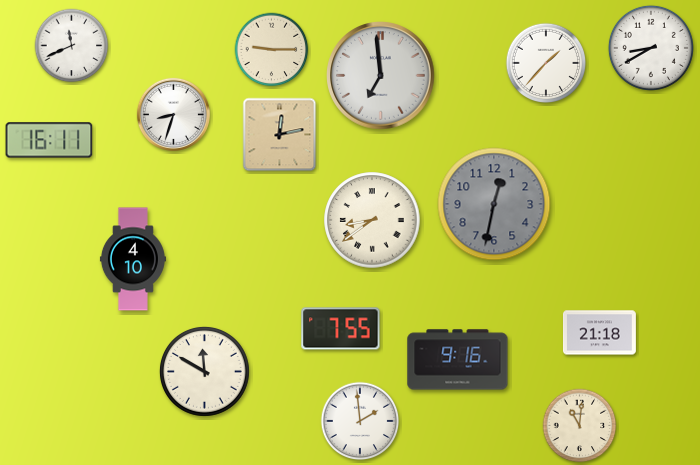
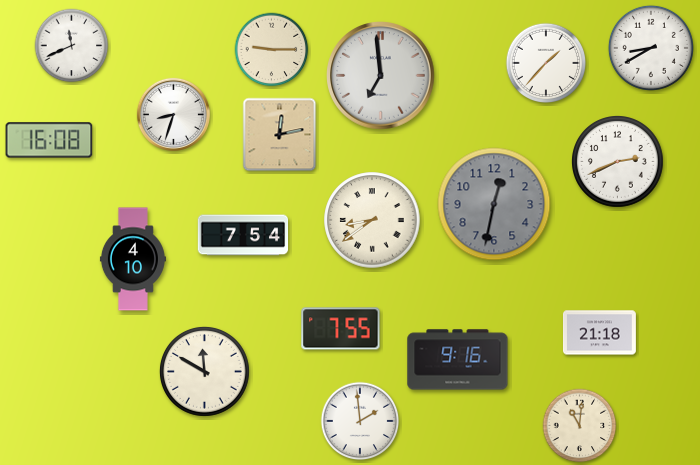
clock at (49, 140): 16:11 -> 16:08
clock at (618, 162): none -> 2:41
clock at (243, 235): none -> 7:54
